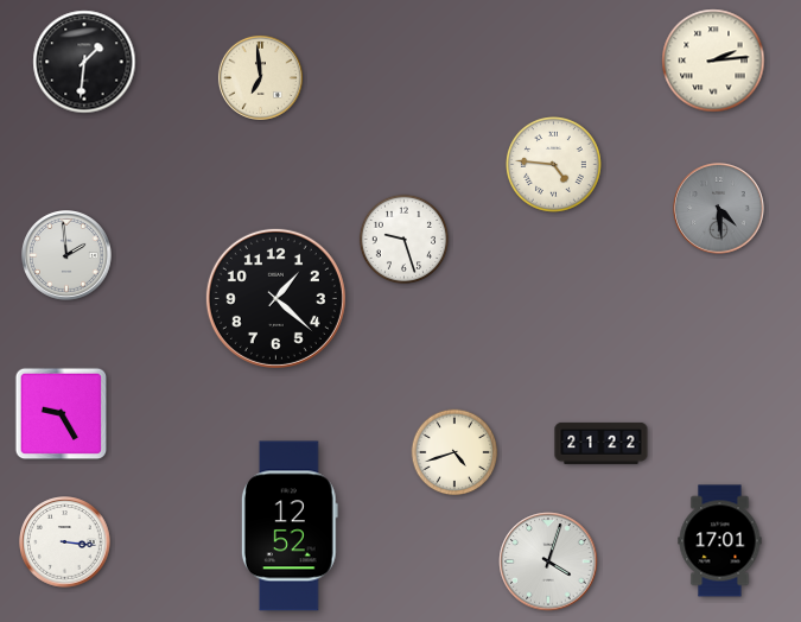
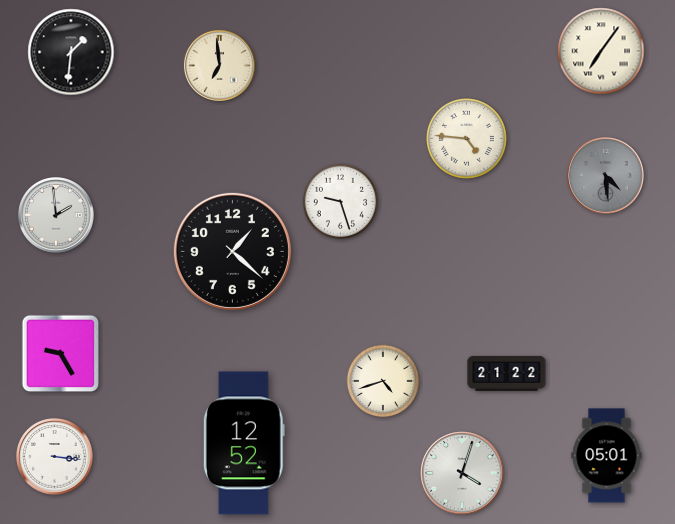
clock at (713, 61): 2:14 -> 7:06
clock at (62, 414) position: (62, 414) -> (61, 354)
clock at (720, 541): 17:01 -> 05:01
